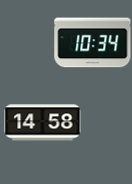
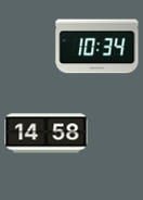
clock at (93, 43) position: (93, 43) -> (97, 47)
